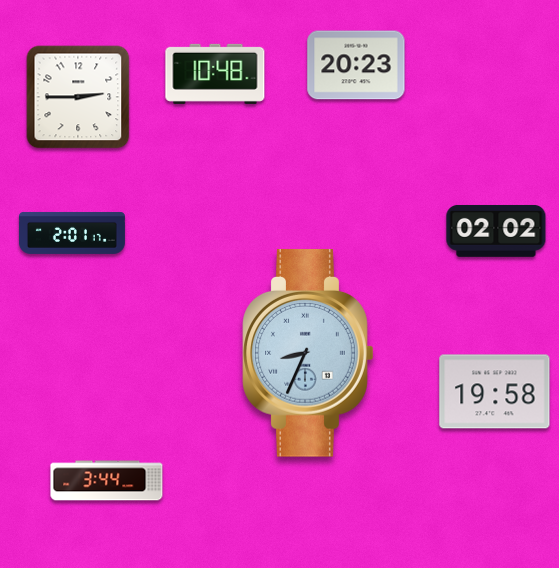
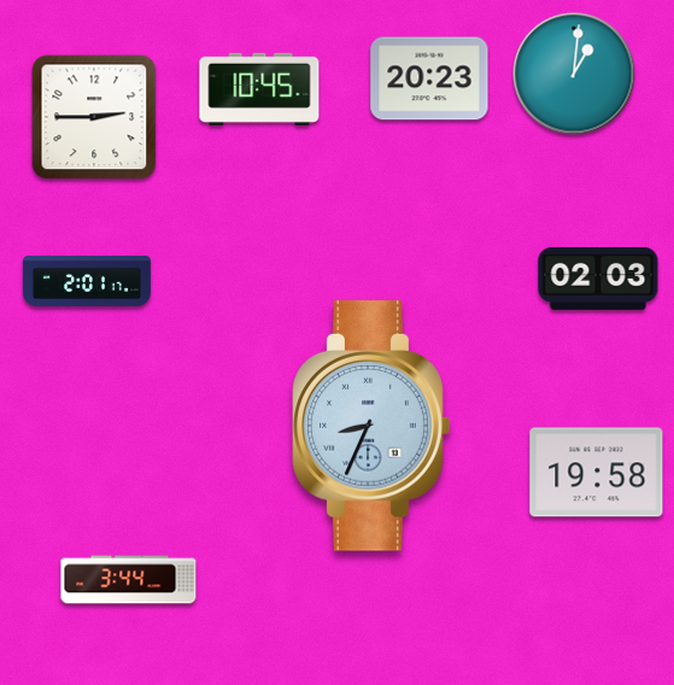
clock at (574, 74): none -> 1:01
clock at (215, 74): 10:48 -> 10:45
clock at (496, 231): 02:02 -> 02:03
